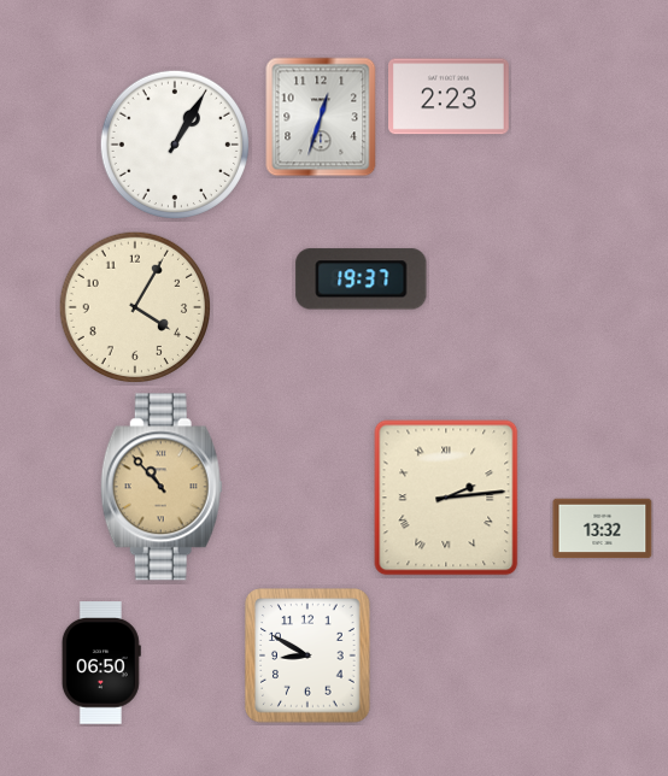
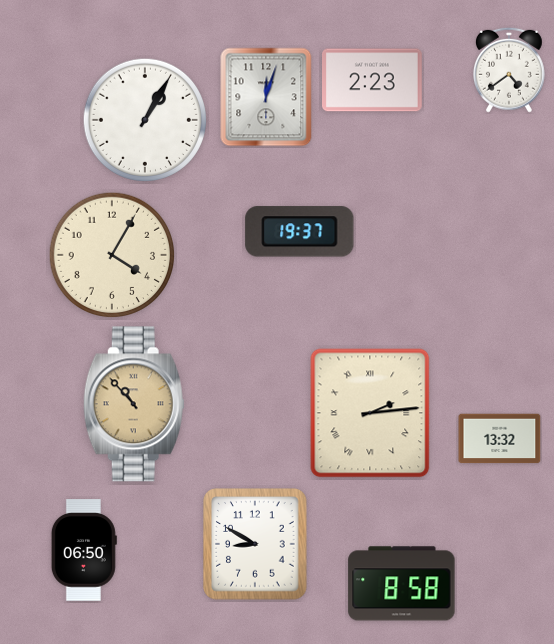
clock at (509, 70): none -> 4:39
clock at (321, 117): 12:33 -> 12:03
clock at (402, 584): none -> 8:58
